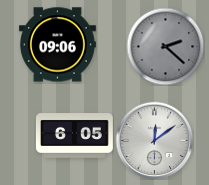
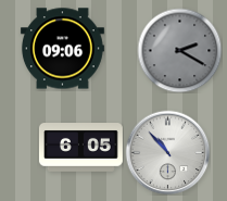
clock at (165, 46): 2:22 -> 2:20
clock at (154, 140): 12:09 -> 10:53
